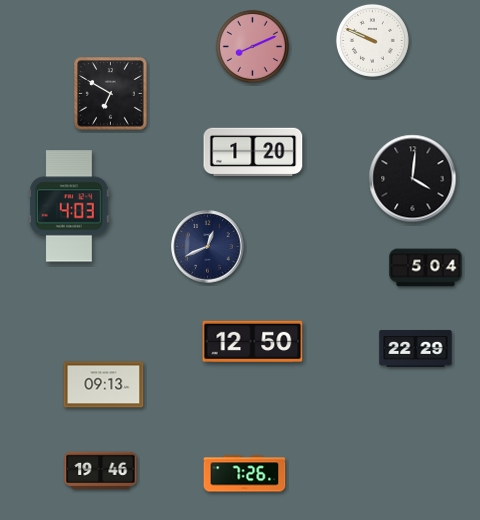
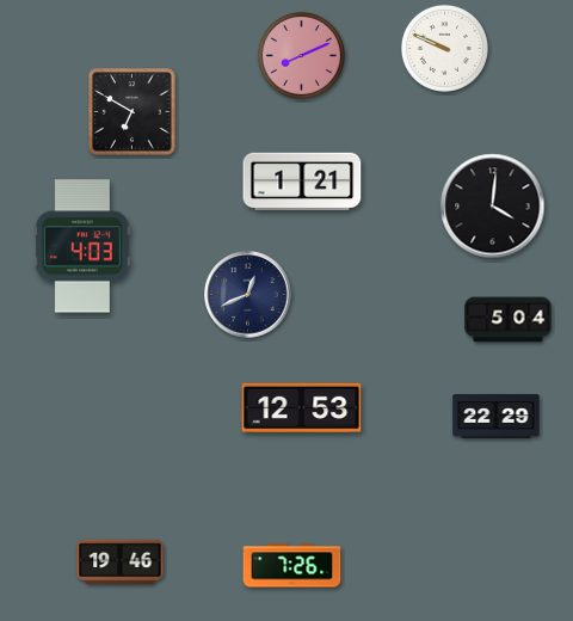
clock at (253, 151): 1:20 -> 1:21
clock at (413, 179) position: (413, 179) -> (493, 207)
clock at (253, 342): 12:50 -> 12:53
clock at (104, 385): 09:13 -> none
